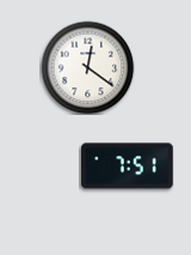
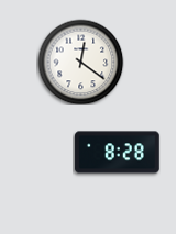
clock at (128, 166): 7:51 -> 8:28
